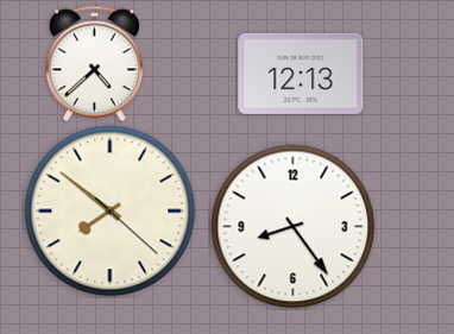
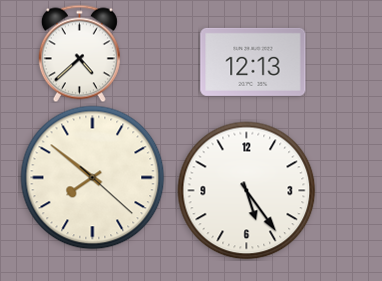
clock at (294, 227): 8:24 -> 5:24
